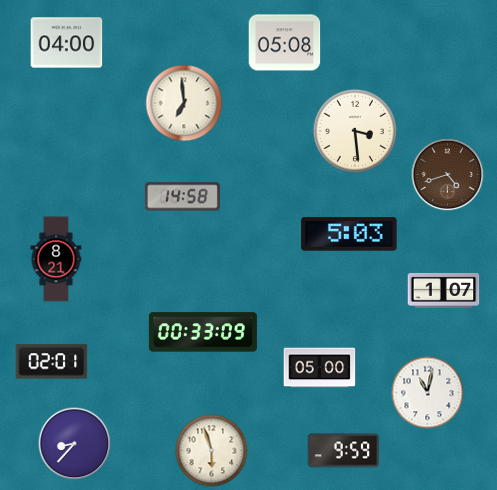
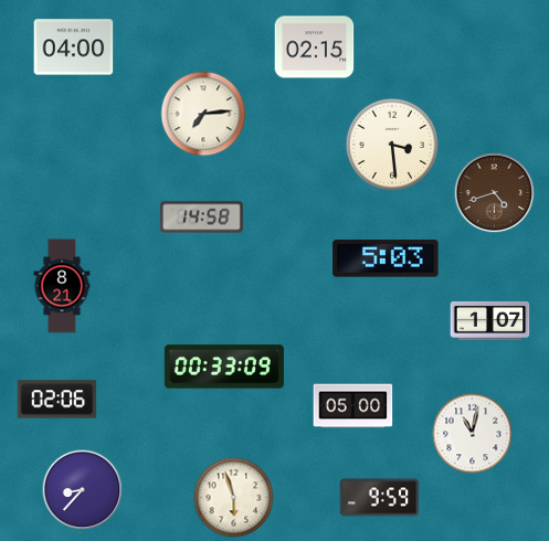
clock at (285, 43): 05:08 -> 02:15
clock at (184, 103): 6:59 -> 7:14
clock at (52, 362): 02:01 -> 02:06
